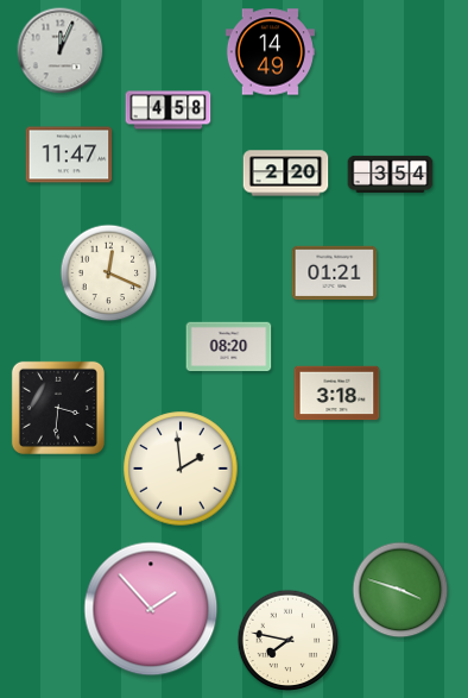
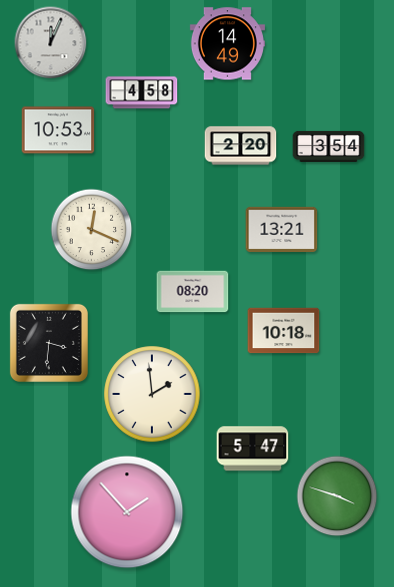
clock at (69, 155): 11:47 -> 10:53
clock at (335, 272): 01:21 -> 13:21
clock at (337, 394): 3:18 -> 10:18
clock at (253, 449): none -> 5:47
clock at (289, 641): 7:47 -> none
